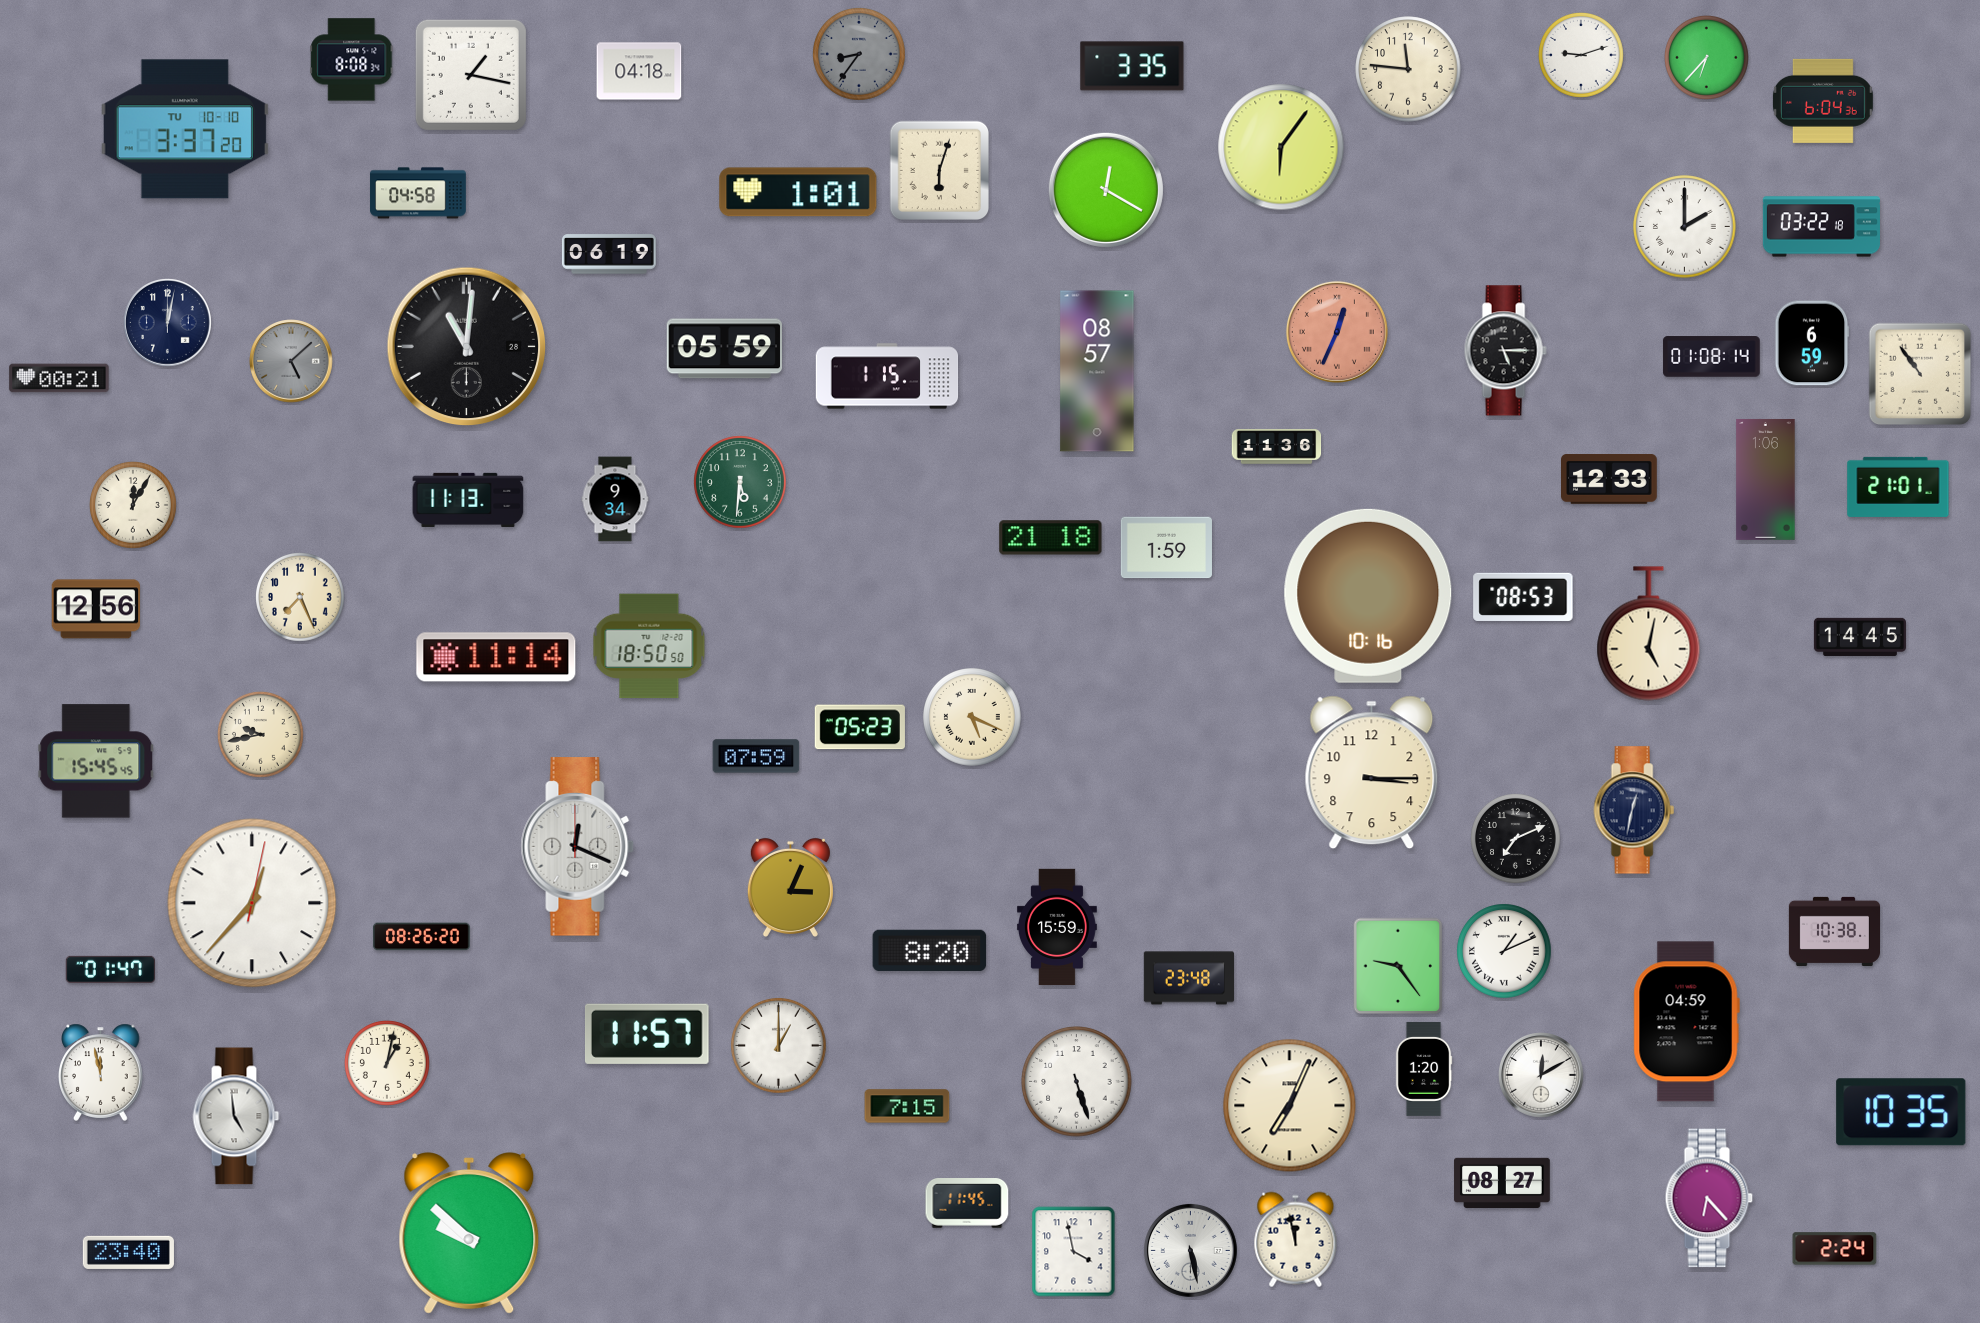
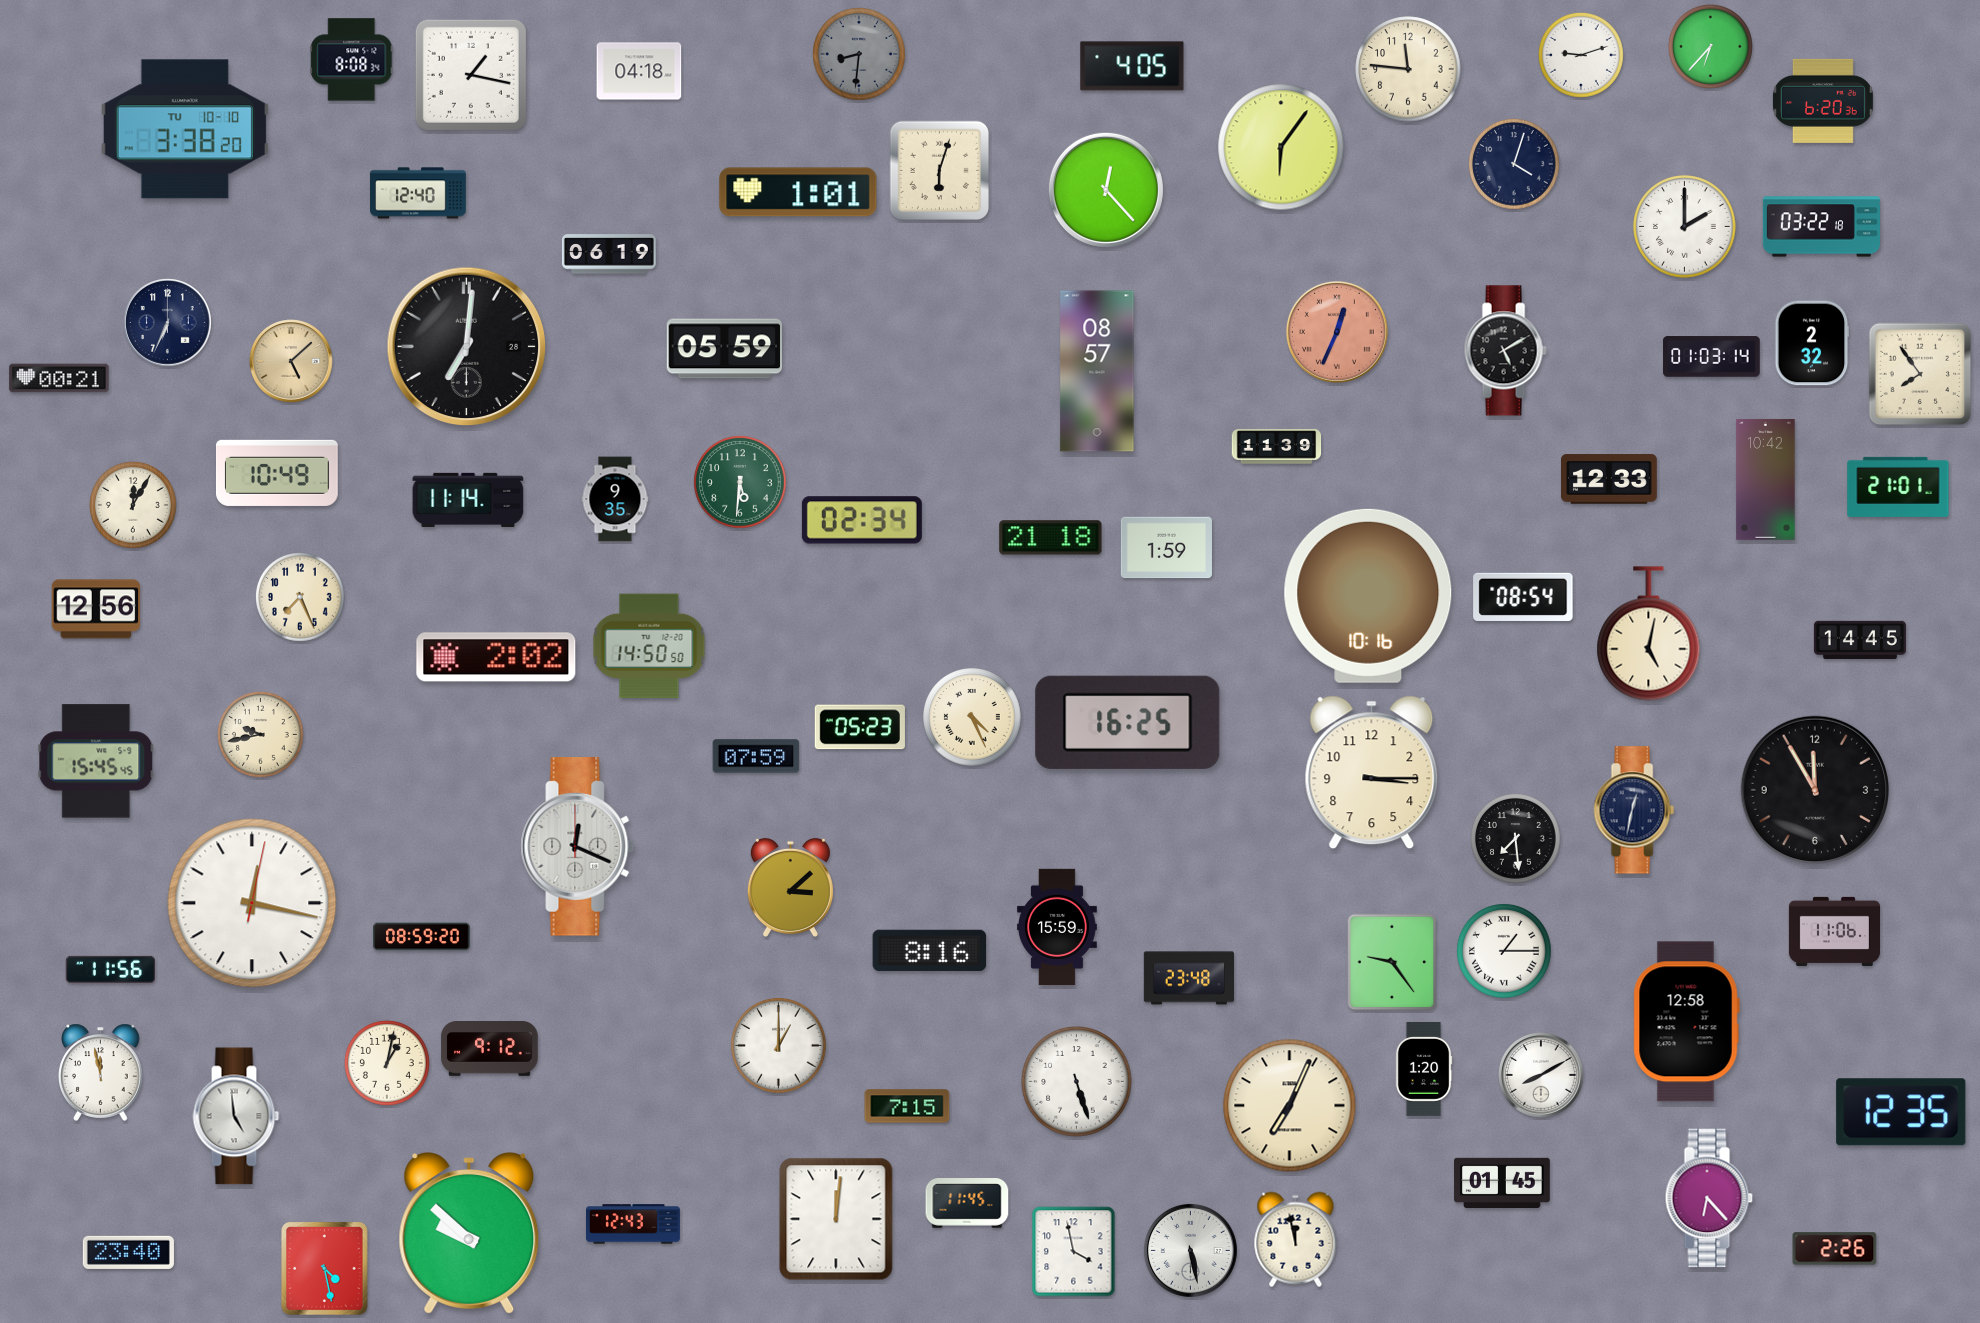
clock at (860, 55): 8:36 -> 8:31
clock at (1706, 57) position: (1706, 57) -> (1710, 46)
clock at (1132, 66): 3:35 -> 4:05
clock at (1823, 101): 6:04 -> 6:20
clock at (185, 129): 3:37 -> 3:38
clock at (1515, 165): none -> 4:03
clock at (1106, 190): 12:20 -> 12:23
clock at (418, 193): 04:58 -> 12:40
clock at (168, 323): 12:02 -> 6:34
clock at (1812, 343): 6:59 -> 2:32
clock at (467, 347): 11:01 -> 7:01
clock at (1505, 351): 5:15 -> 5:10
clock at (1712, 357): 01:08 -> 01:03
clock at (291, 361) dial: grey -> champagne
clock at (1920, 374): 10:54 -> 7:54
clock at (887, 376): 1:15 -> none
clock at (1277, 447): 11:36 -> 11:39
clock at (277, 473): none -> 10:49
clock at (1766, 479): 1:06 -> 10:42
clock at (615, 499): 9:34 -> 9:35
clock at (468, 500): 11:13 -> 11:14
clock at (862, 520): none -> 02:34
clock at (1523, 597): 08:53 -> 08:54
clock at (1860, 636) position: (1860, 636) -> (1860, 639)
clock at (649, 646): 18:50 -> 14:50
clock at (496, 657): 11:14 -> 2:02
clock at (972, 717): 5:19 -> 4:26
clock at (1128, 722): none -> 16:25
clock at (1814, 789): none -> 11:55
clock at (1516, 839): 7:11 -> 7:29
clock at (790, 887): 3:04 -> 3:08
clock at (252, 903): 12:37 -> 12:17
clock at (1834, 931): 10:38 -> 11:06
clock at (422, 937): 08:26 -> 08:59
clock at (930, 950): 8:20 -> 8:16
clock at (1504, 951): 1:11 -> 1:15
clock at (1398, 966) position: (1398, 966) -> (1392, 962)
clock at (110, 969): 01:47 -> 11:56
clock at (1686, 1022): 04:59 -> 12:58
clock at (647, 1034): 11:57 -> none
clock at (490, 1049): none -> 9:12
clock at (1542, 1076): 12:10 -> 8:10
clock at (1901, 1112): 10:35 -> 12:35
clock at (1502, 1182): 08:27 -> 01:45
clock at (836, 1219): none -> 12:01
clock at (633, 1224): none -> 12:43
clock at (1835, 1249): 2:24 -> 2:26
clock at (325, 1269): none -> 4:28
